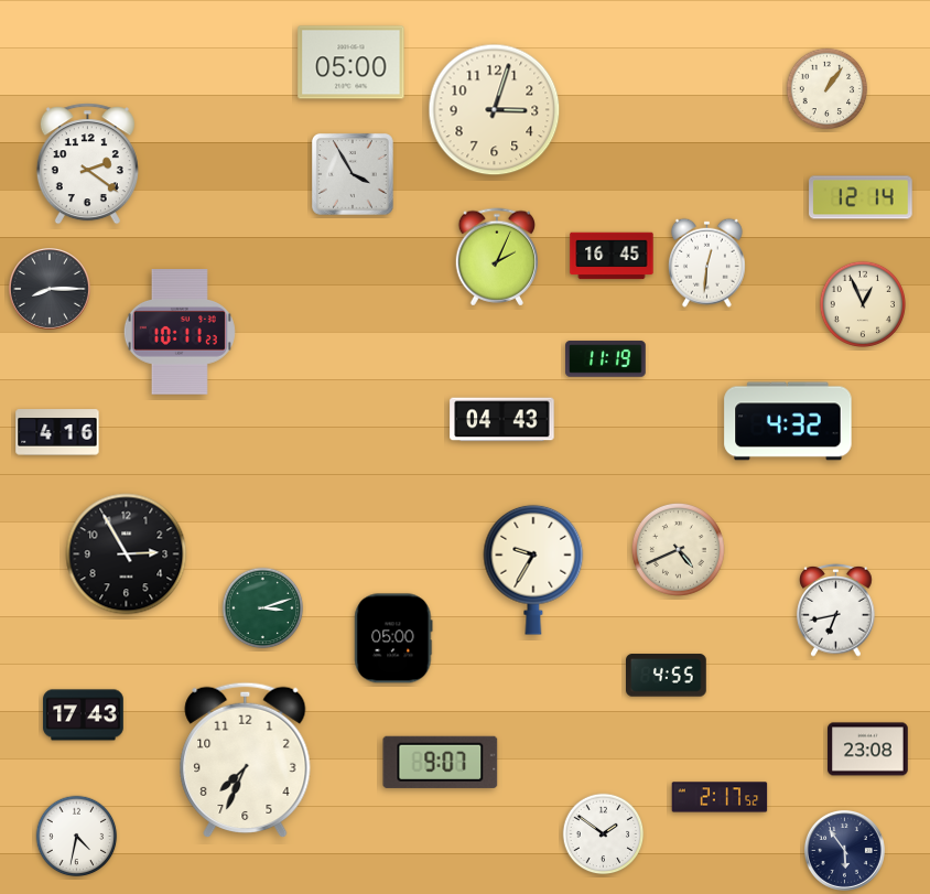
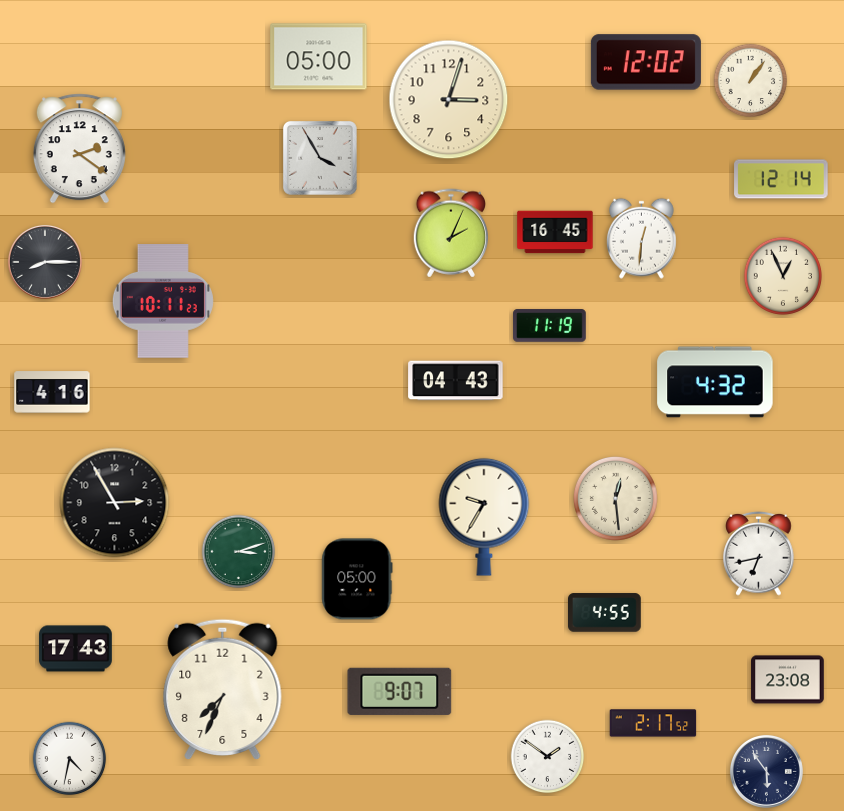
clock at (646, 62): none -> 12:02
clock at (678, 549): 4:41 -> 12:29
